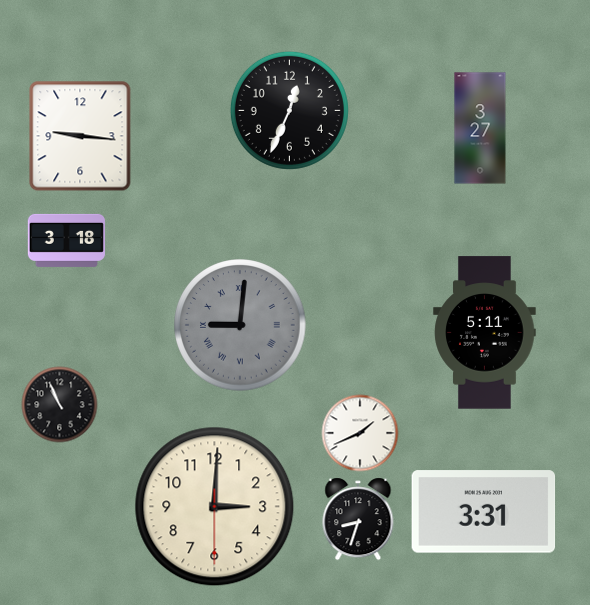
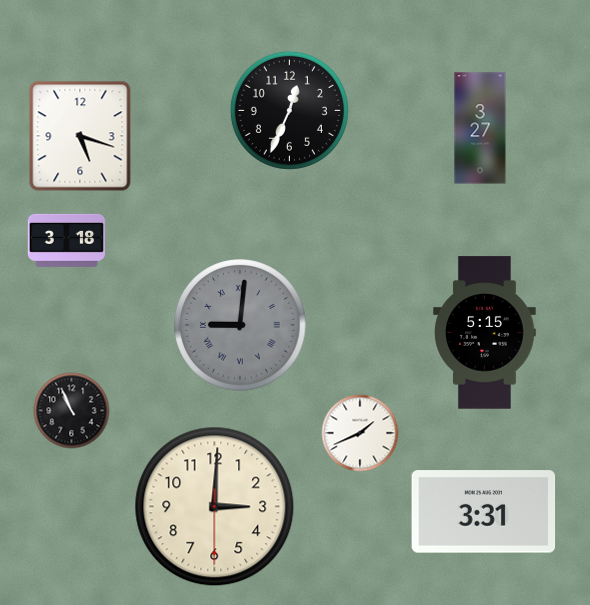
clock at (80, 136): 9:16 -> 5:18
clock at (485, 333): 5:11 -> 5:15
clock at (60, 405) position: (60, 405) -> (72, 411)
clock at (358, 519): 8:33 -> none
